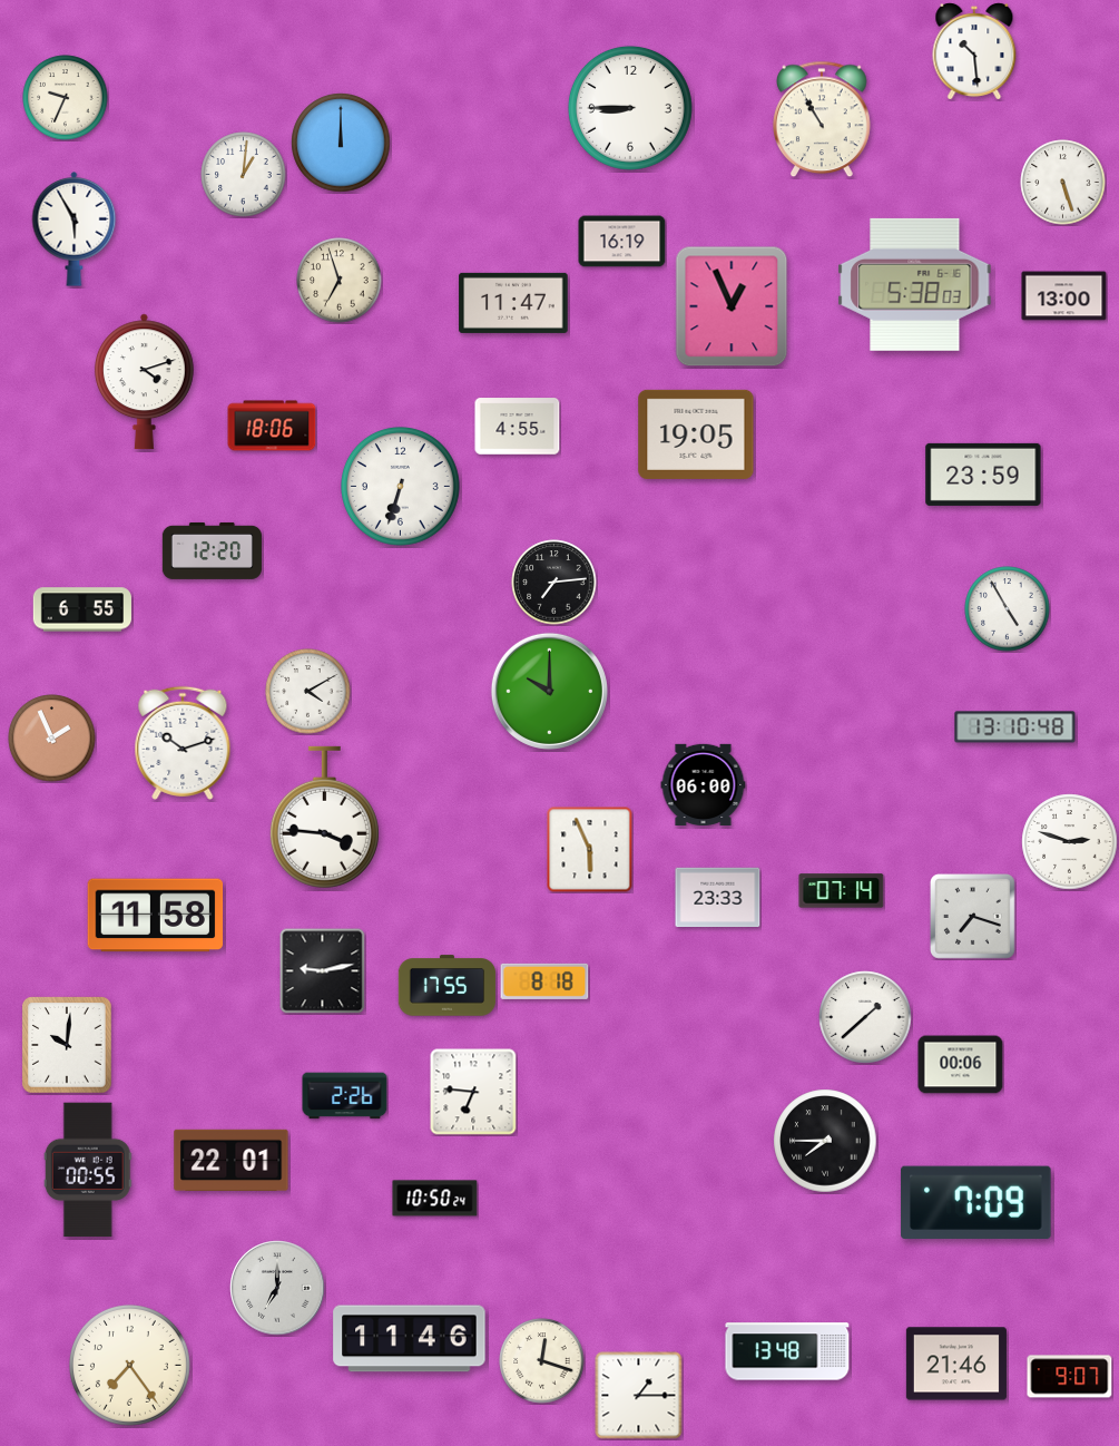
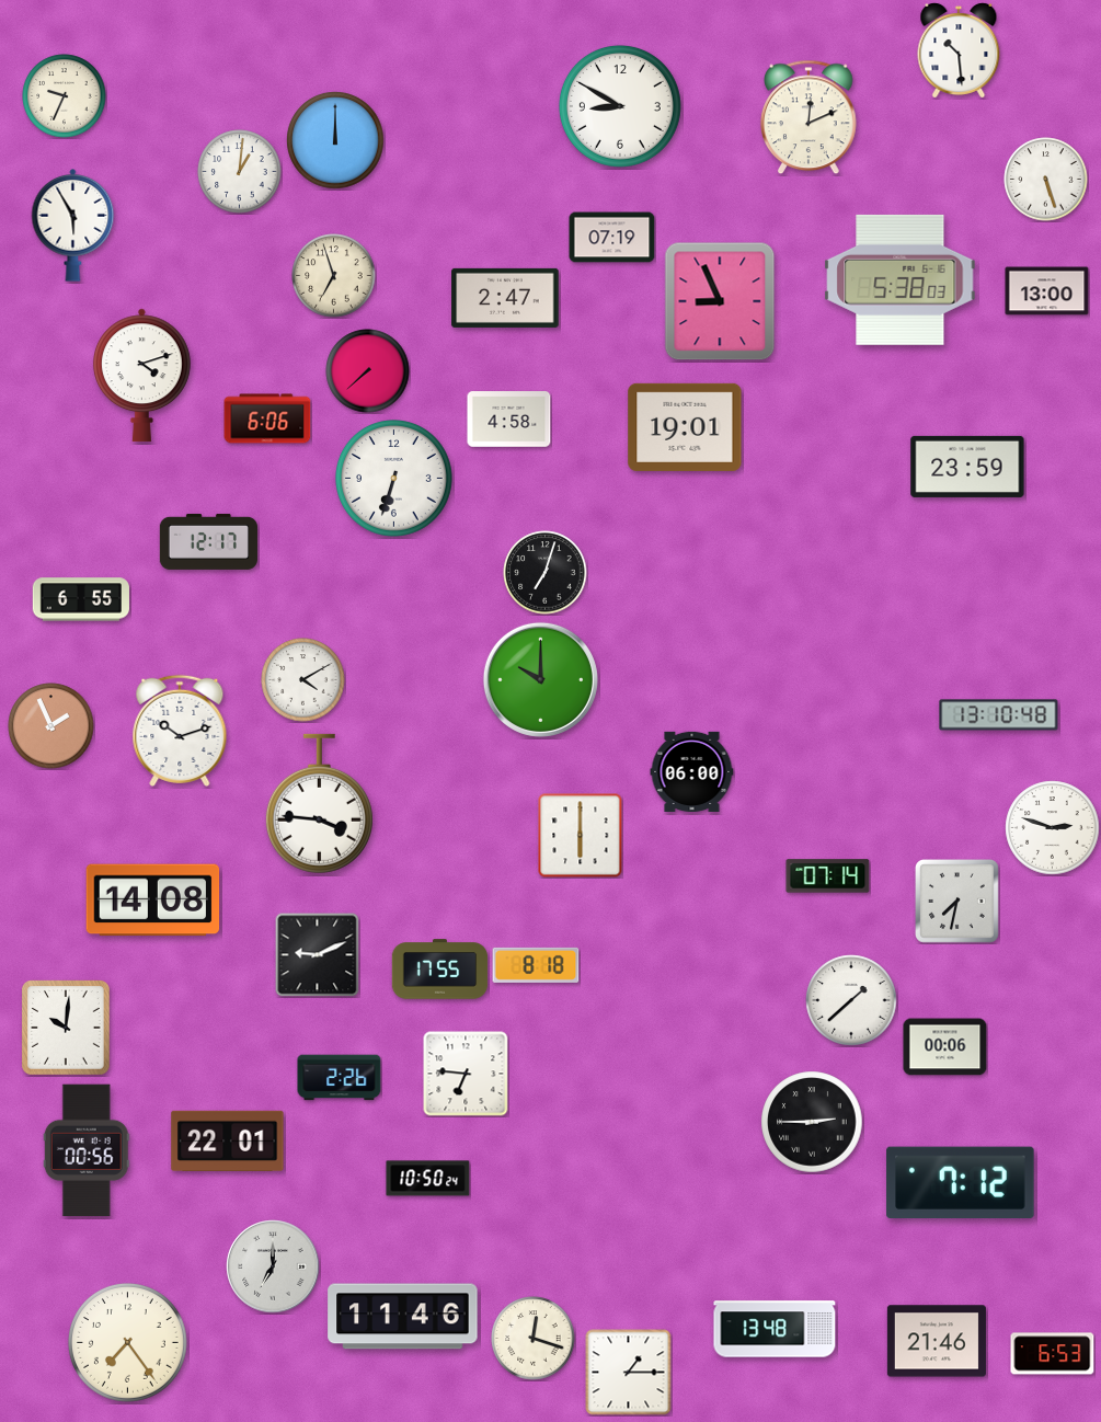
clock at (630, 108): 8:45 -> 8:50
clock at (823, 119): 10:55 -> 12:11
clock at (622, 242): 16:19 -> 07:19
clock at (513, 303): 11:47 -> 2:47
clock at (732, 306): 12:56 -> 8:56
clock at (368, 371): none -> 7:38
clock at (272, 426): 18:06 -> 6:06
clock at (518, 427): 4:55 -> 4:58
clock at (696, 434): 19:05 -> 19:01
clock at (212, 550): 12:20 -> 12:17
clock at (554, 583): 7:14 -> 7:03
clock at (1008, 609): 4:55 -> none
clock at (590, 850): 5:56 -> 6:00
clock at (718, 898): 23:33 -> none
clock at (156, 916): 11:58 -> 14:08
clock at (973, 917): 7:18 -> 7:32
clock at (322, 970): 9:13 -> 9:11
clock at (825, 1141): 7:45 -> 2:45
clock at (88, 1170): 00:55 -> 00:56
clock at (976, 1203): 7:09 -> 7:12
clock at (956, 1364) position: (956, 1364) -> (937, 1341)
clock at (1070, 1377): 9:07 -> 6:53
